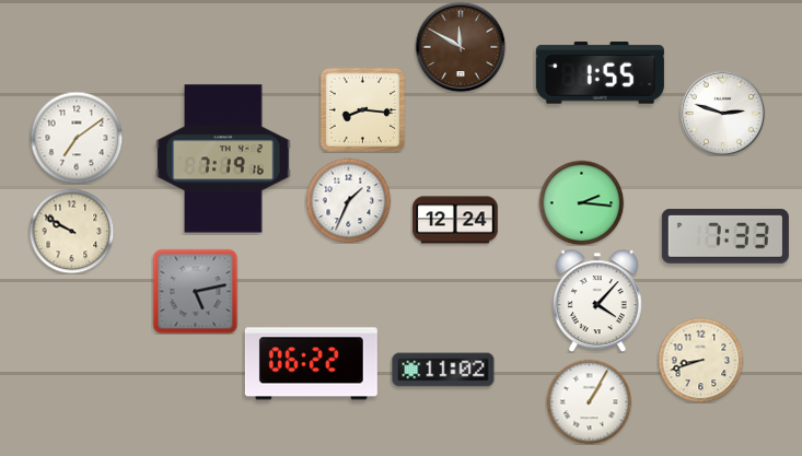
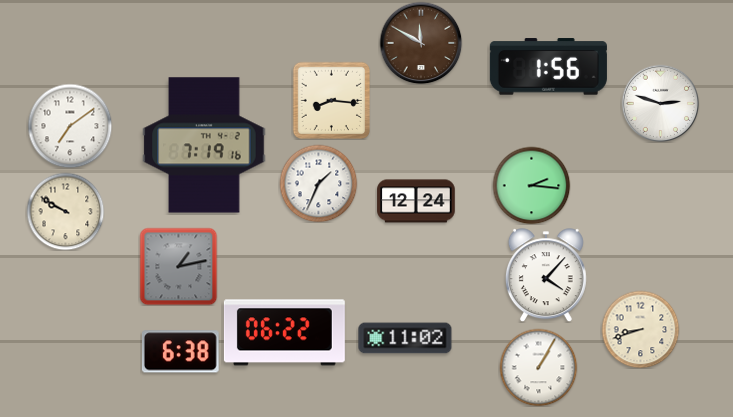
clock at (600, 73): 1:55 -> 1:56
clock at (725, 236): 7:33 -> none
clock at (195, 291): 5:13 -> 1:13
clock at (180, 352): none -> 6:38
